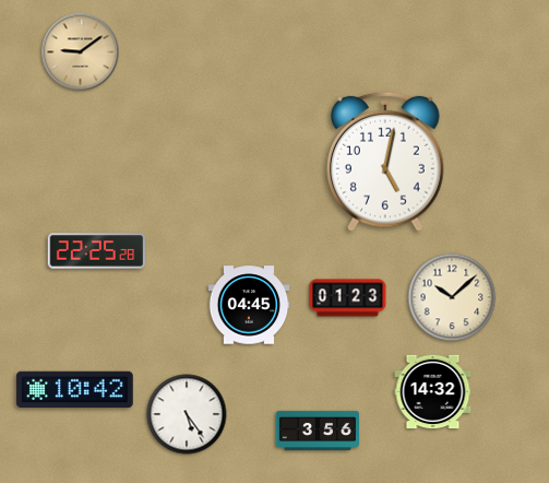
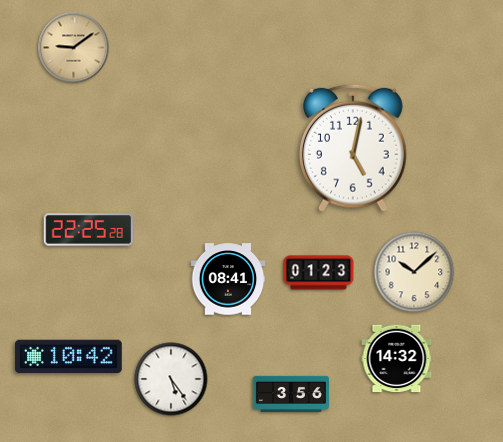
clock at (249, 305): 04:45 -> 08:41
